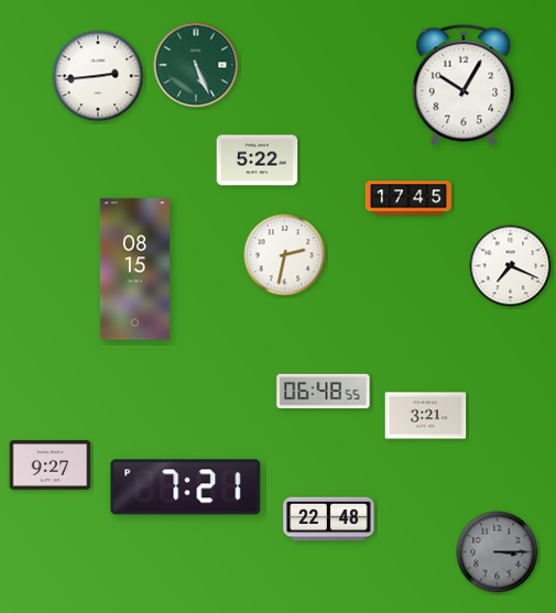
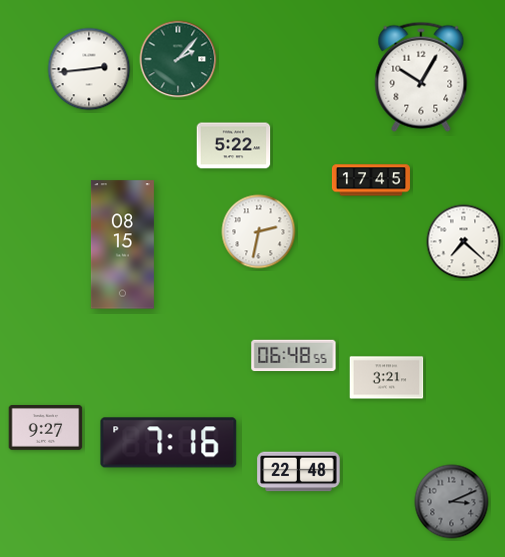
clock at (196, 65): 5:26 -> 2:07
clock at (511, 266): 7:19 -> 7:22
clock at (51, 466) position: (51, 466) -> (46, 428)
clock at (186, 488): 7:21 -> 7:16
clock at (498, 552): 3:15 -> 3:11
